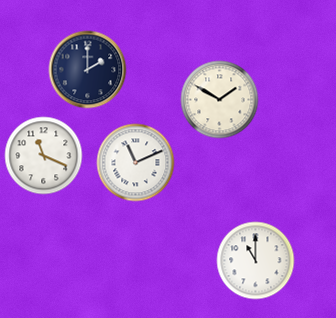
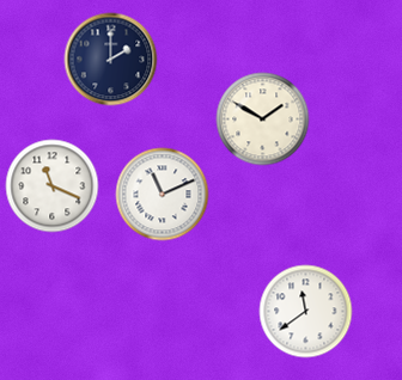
clock at (87, 69) position: (87, 69) -> (110, 59)
clock at (255, 260): 11:00 -> 11:39
